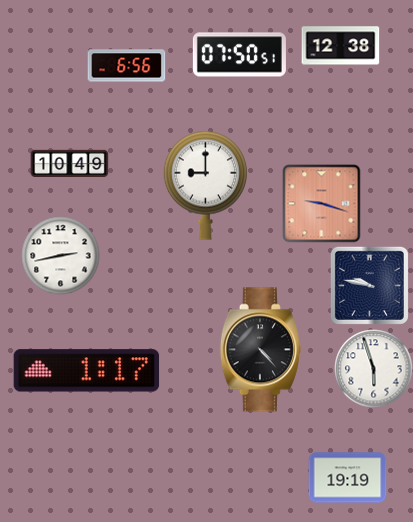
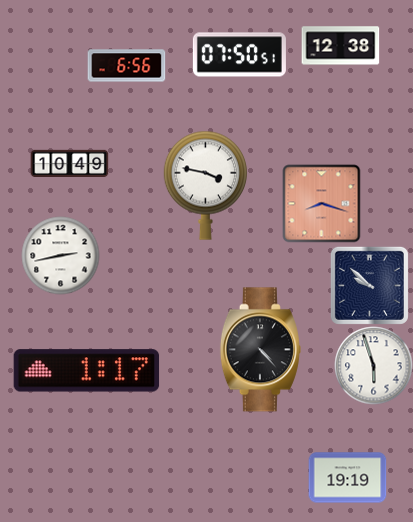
clock at (205, 185): 9:00 -> 3:47
clock at (321, 203): 9:18 -> 8:18
clock at (369, 285): 9:47 -> 9:52
clock at (373, 368) position: (373, 368) -> (373, 365)
